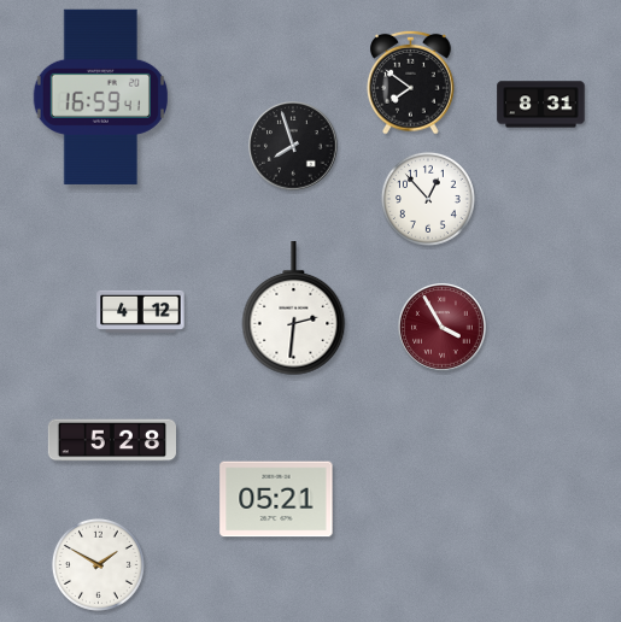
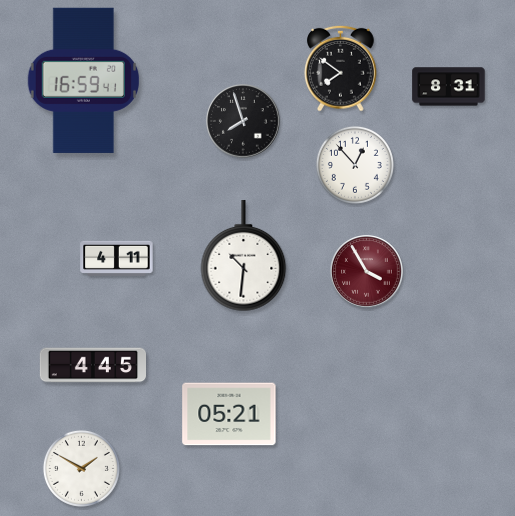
clock at (294, 309): 2:31 -> 10:31
clock at (141, 311): 4:12 -> 4:11
clock at (111, 440): 5:28 -> 4:45
